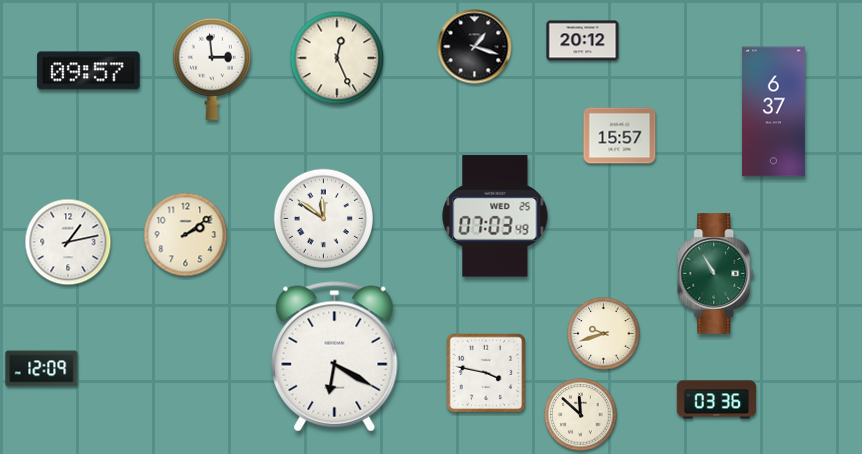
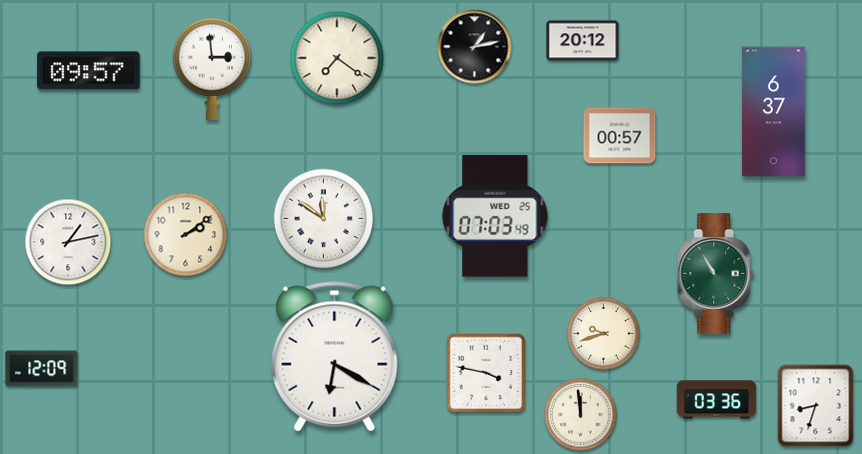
clock at (475, 47): 1:18 -> 1:13
clock at (337, 58): 12:26 -> 7:21
clock at (620, 136): 15:57 -> 00:57
clock at (816, 406): none -> 8:33
clock at (581, 415): 11:52 -> 11:59
